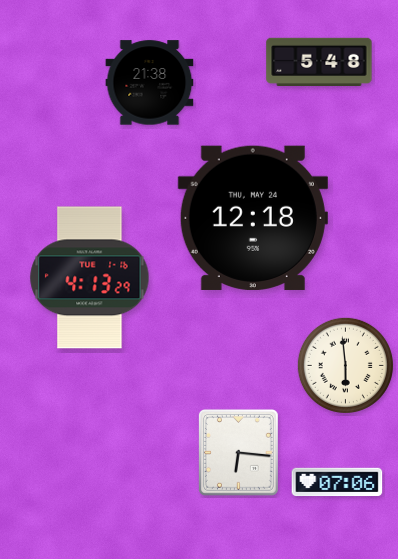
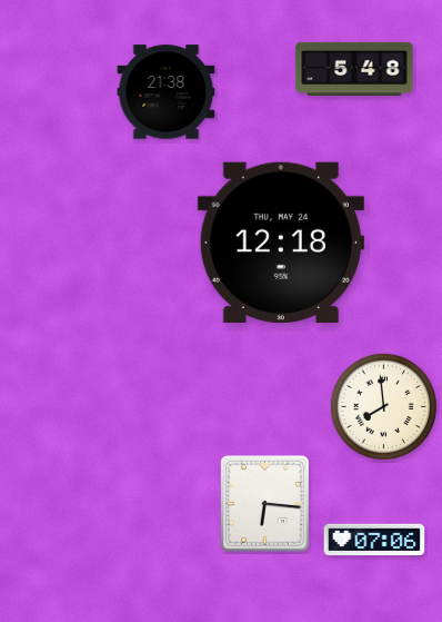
clock at (90, 278): 4:13 -> none
clock at (345, 365): 5:59 -> 7:59
clock at (337, 482) position: (337, 482) -> (374, 540)
